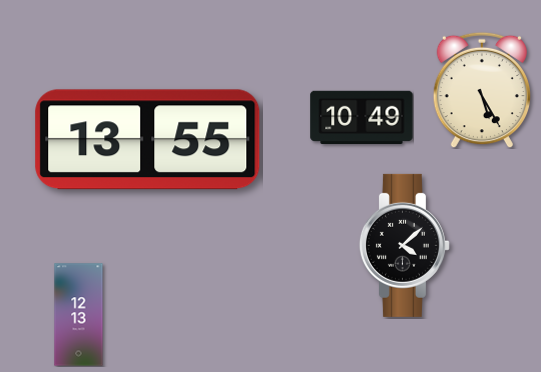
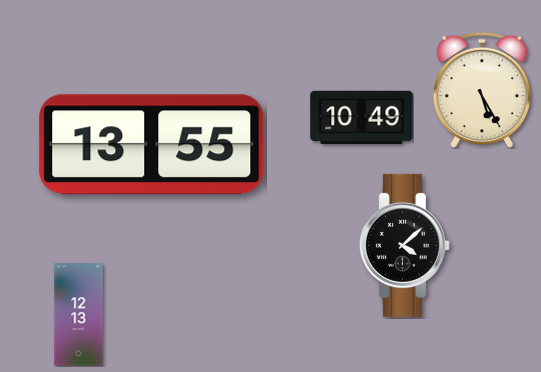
clock at (148, 140) position: (148, 140) -> (152, 145)
